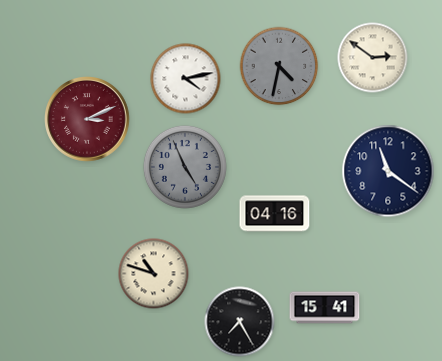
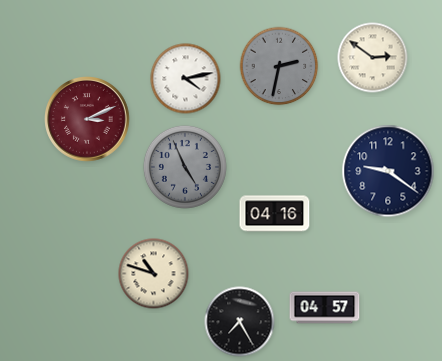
clock at (279, 66): 4:32 -> 2:32
clock at (388, 171): 11:21 -> 9:21
clock at (325, 308): 15:41 -> 04:57
